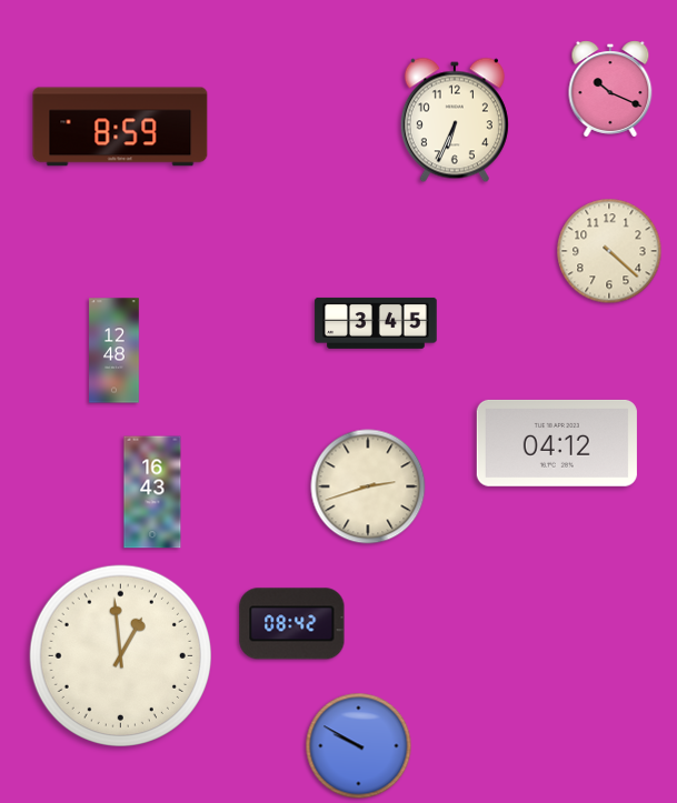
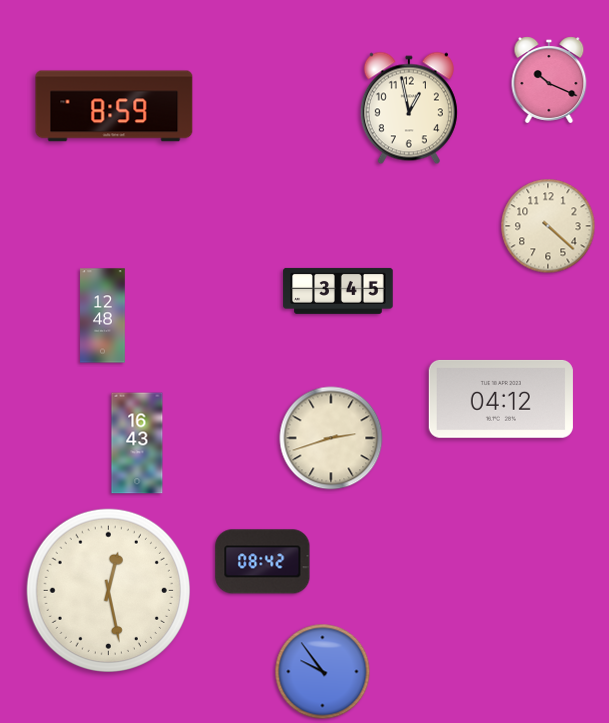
clock at (455, 120): 6:34 -> 12:58
clock at (120, 127) position: (120, 127) -> (114, 106)
clock at (120, 655): 12:59 -> 12:28
clock at (359, 746): 9:50 -> 9:54
